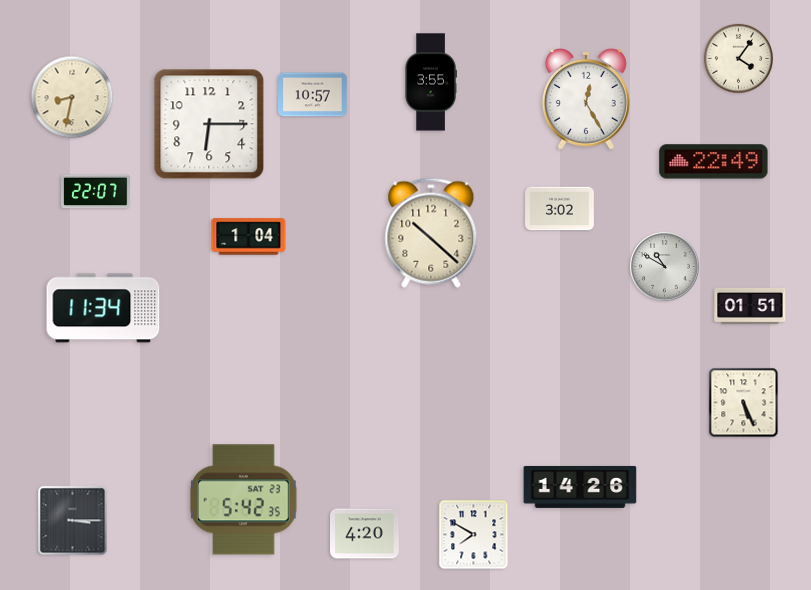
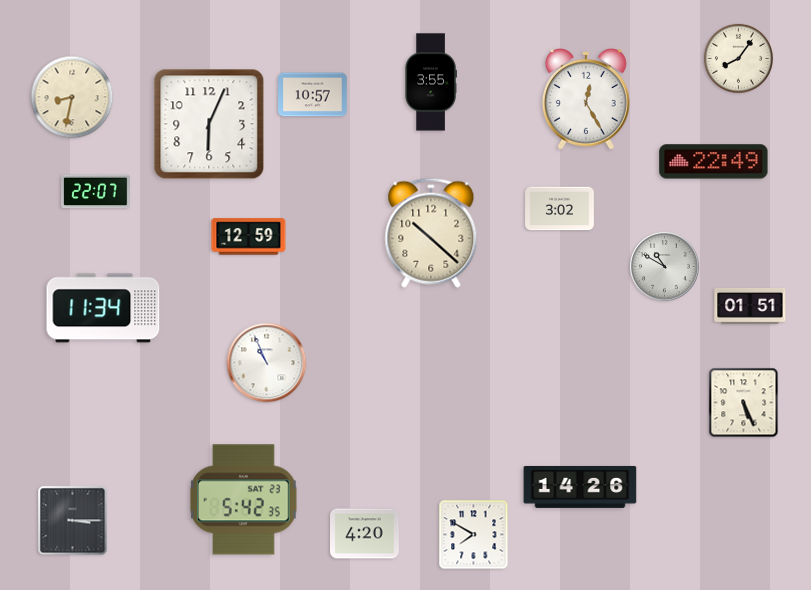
clock at (738, 58): 4:06 -> 8:06
clock at (209, 124): 6:15 -> 6:04
clock at (249, 237): 1:04 -> 12:59
clock at (267, 363): none -> 10:56
